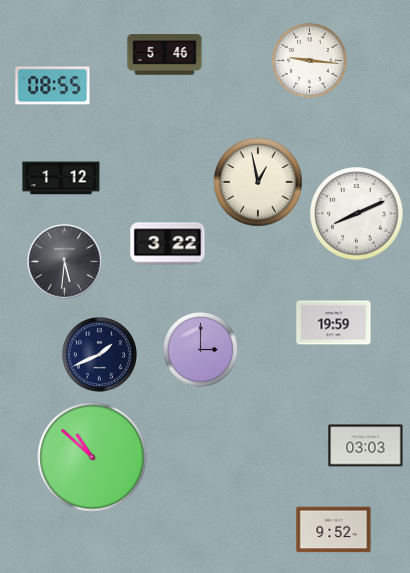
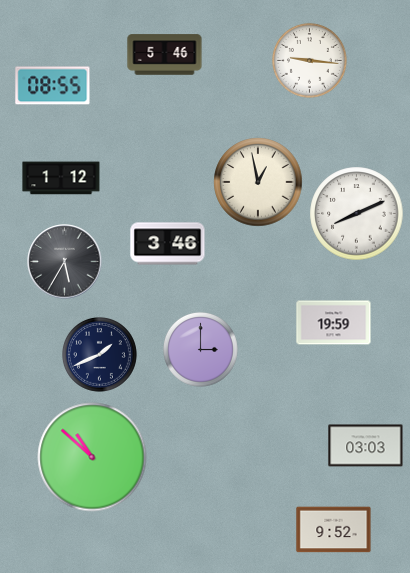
clock at (168, 244): 3:22 -> 3:46
clock at (65, 262): 5:31 -> 5:35
